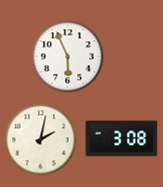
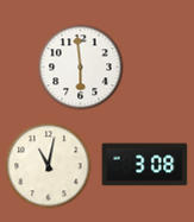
clock at (68, 57): 5:56 -> 5:59
clock at (41, 140): 2:02 -> 11:02
